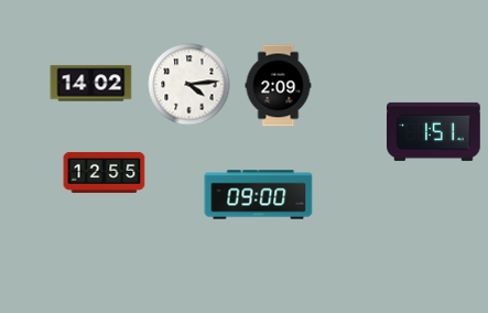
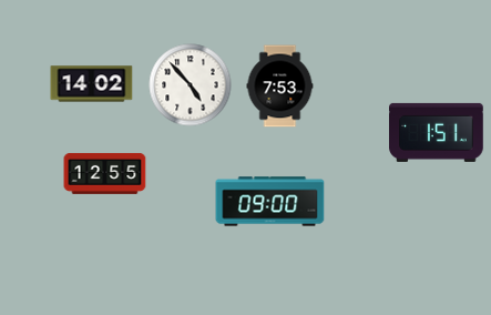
clock at (189, 85): 4:14 -> 4:53
clock at (279, 86): 2:09 -> 7:53
clock at (259, 195) position: (259, 195) -> (270, 202)
